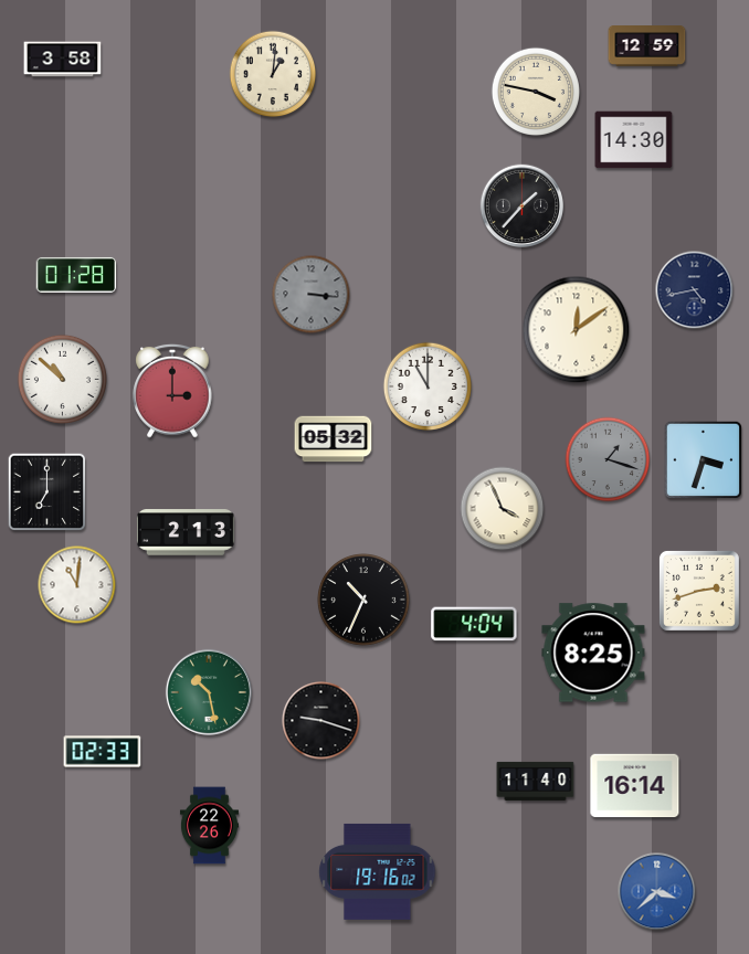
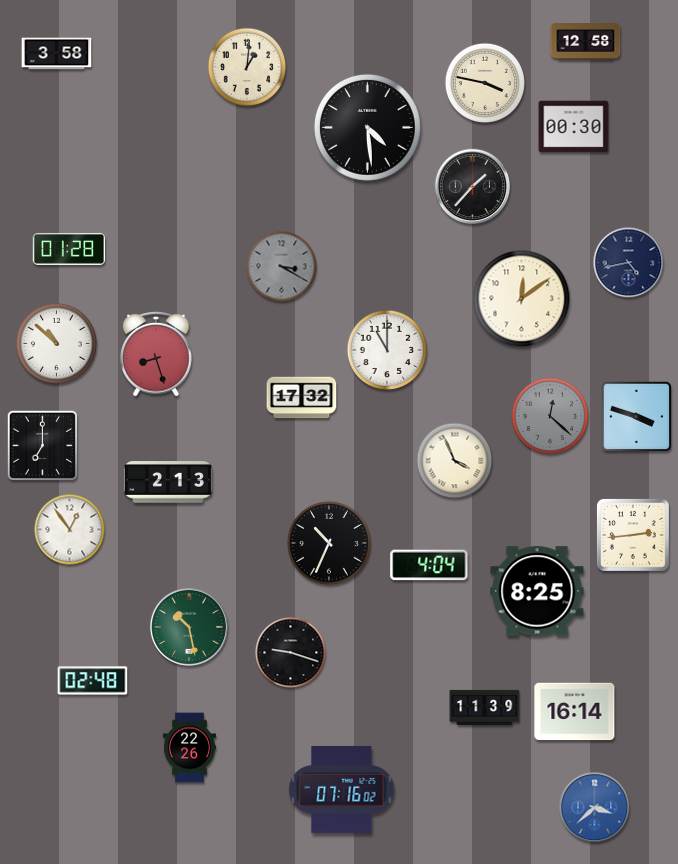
clock at (647, 46): 12:59 -> 12:58
clock at (367, 127): none -> 4:29
clock at (634, 140): 14:30 -> 00:30
clock at (312, 295): 3:16 -> 3:20
clock at (172, 391): 3:00 -> 8:27
clock at (334, 439): 05:32 -> 17:32
clock at (608, 459): 1:18 -> 12:22
clock at (704, 460): 3:33 -> 3:48
clock at (77, 585): 11:01 -> 12:54
clock at (699, 591): 2:42 -> 2:44
clock at (103, 752): 02:33 -> 02:48
clock at (536, 781): 11:40 -> 11:39
clock at (378, 871): 19:16 -> 07:16
